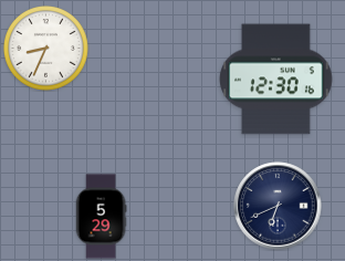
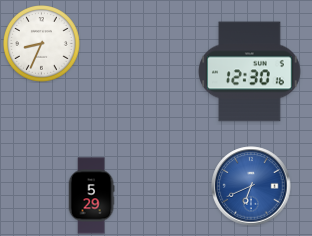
clock at (278, 206) dial: navy -> blue
